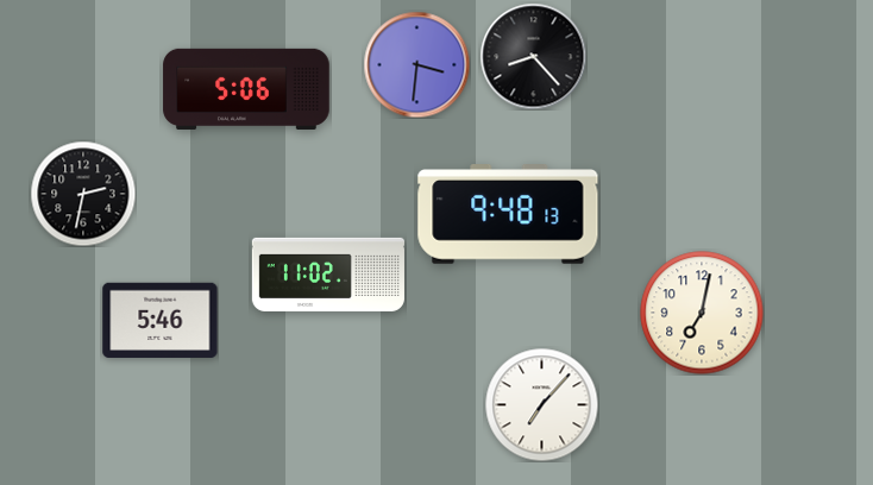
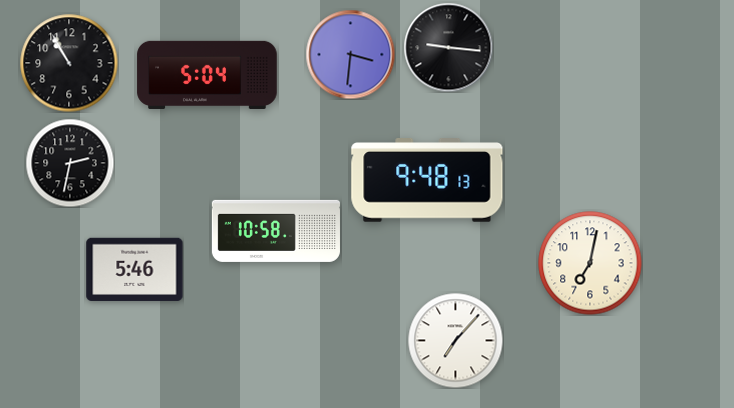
clock at (533, 56): 8:23 -> 9:16
clock at (69, 63): none -> 10:55
clock at (246, 89): 5:06 -> 5:04
clock at (328, 275): 11:02 -> 10:58
